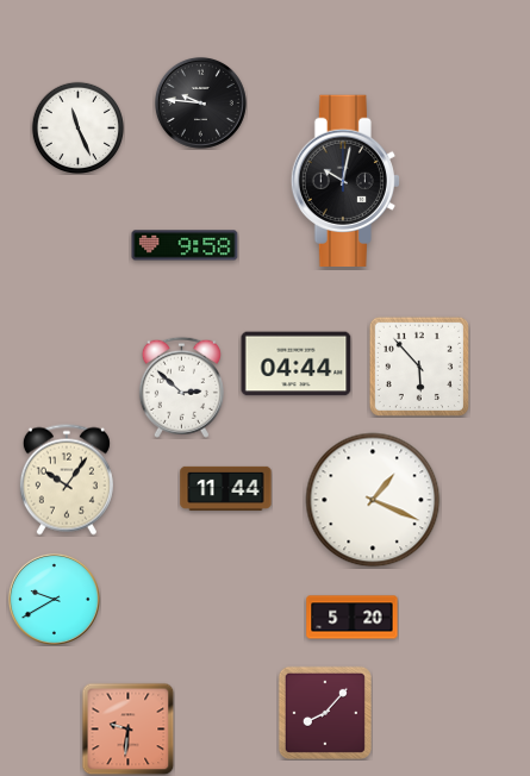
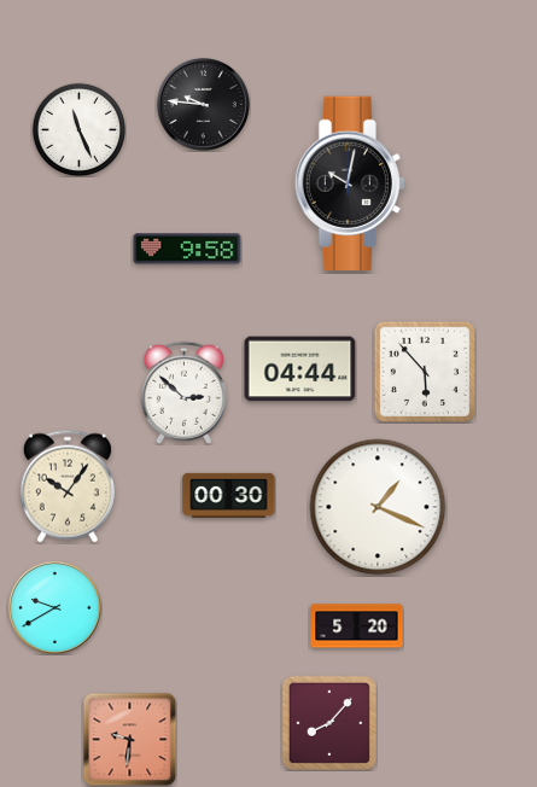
clock at (226, 488): 11:44 -> 00:30
